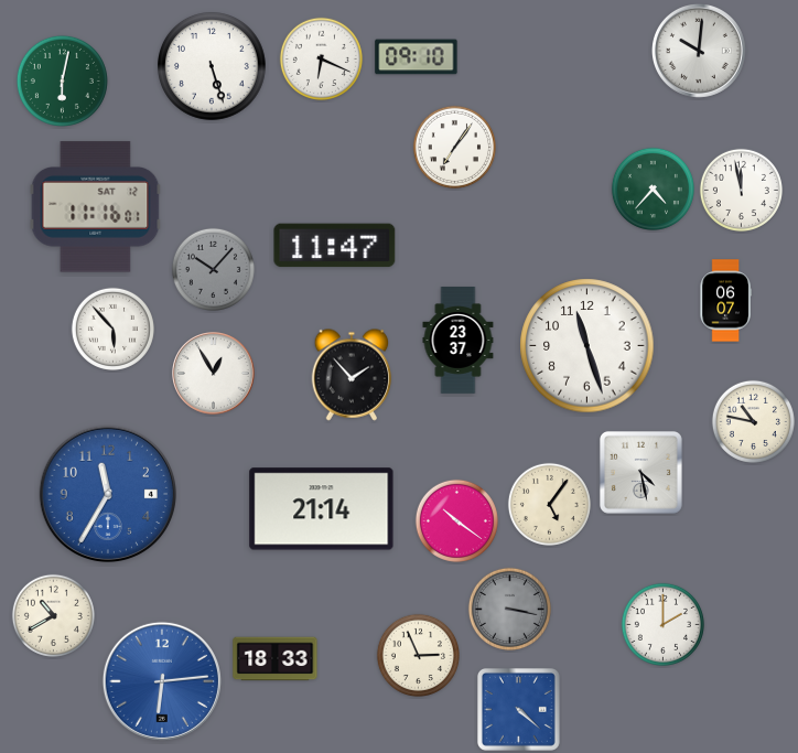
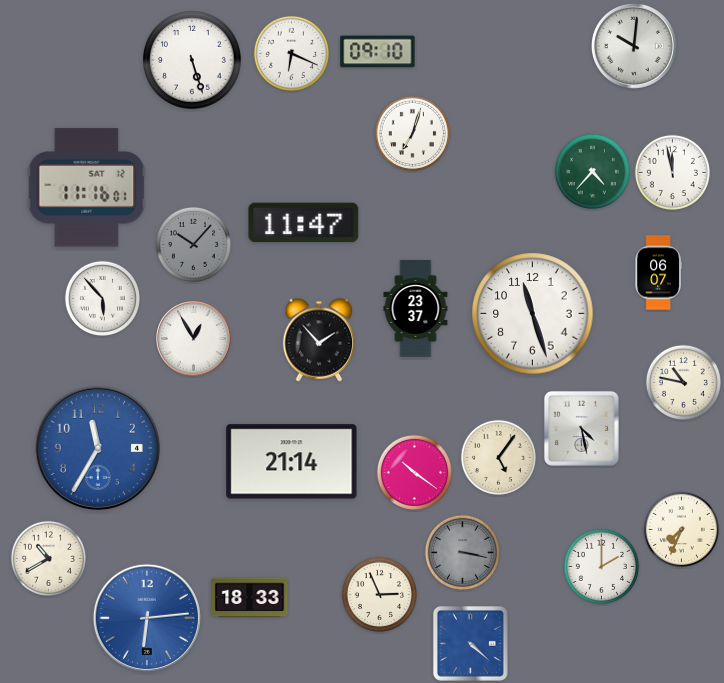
clock at (62, 80): 6:02 -> none
clock at (454, 147): 7:06 -> 7:03
clock at (681, 529): none -> 7:34
